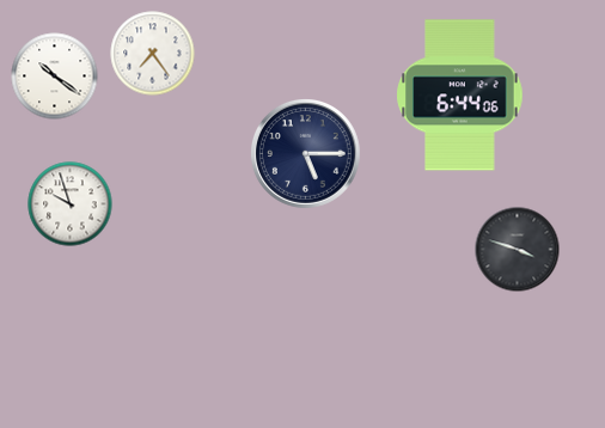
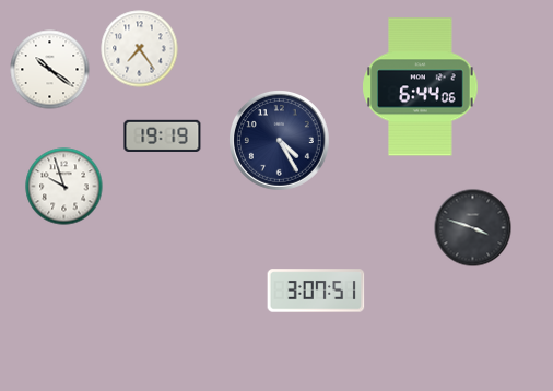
clock at (163, 135): none -> 19:19
clock at (306, 154): 5:15 -> 4:25
clock at (316, 291): none -> 3:07
